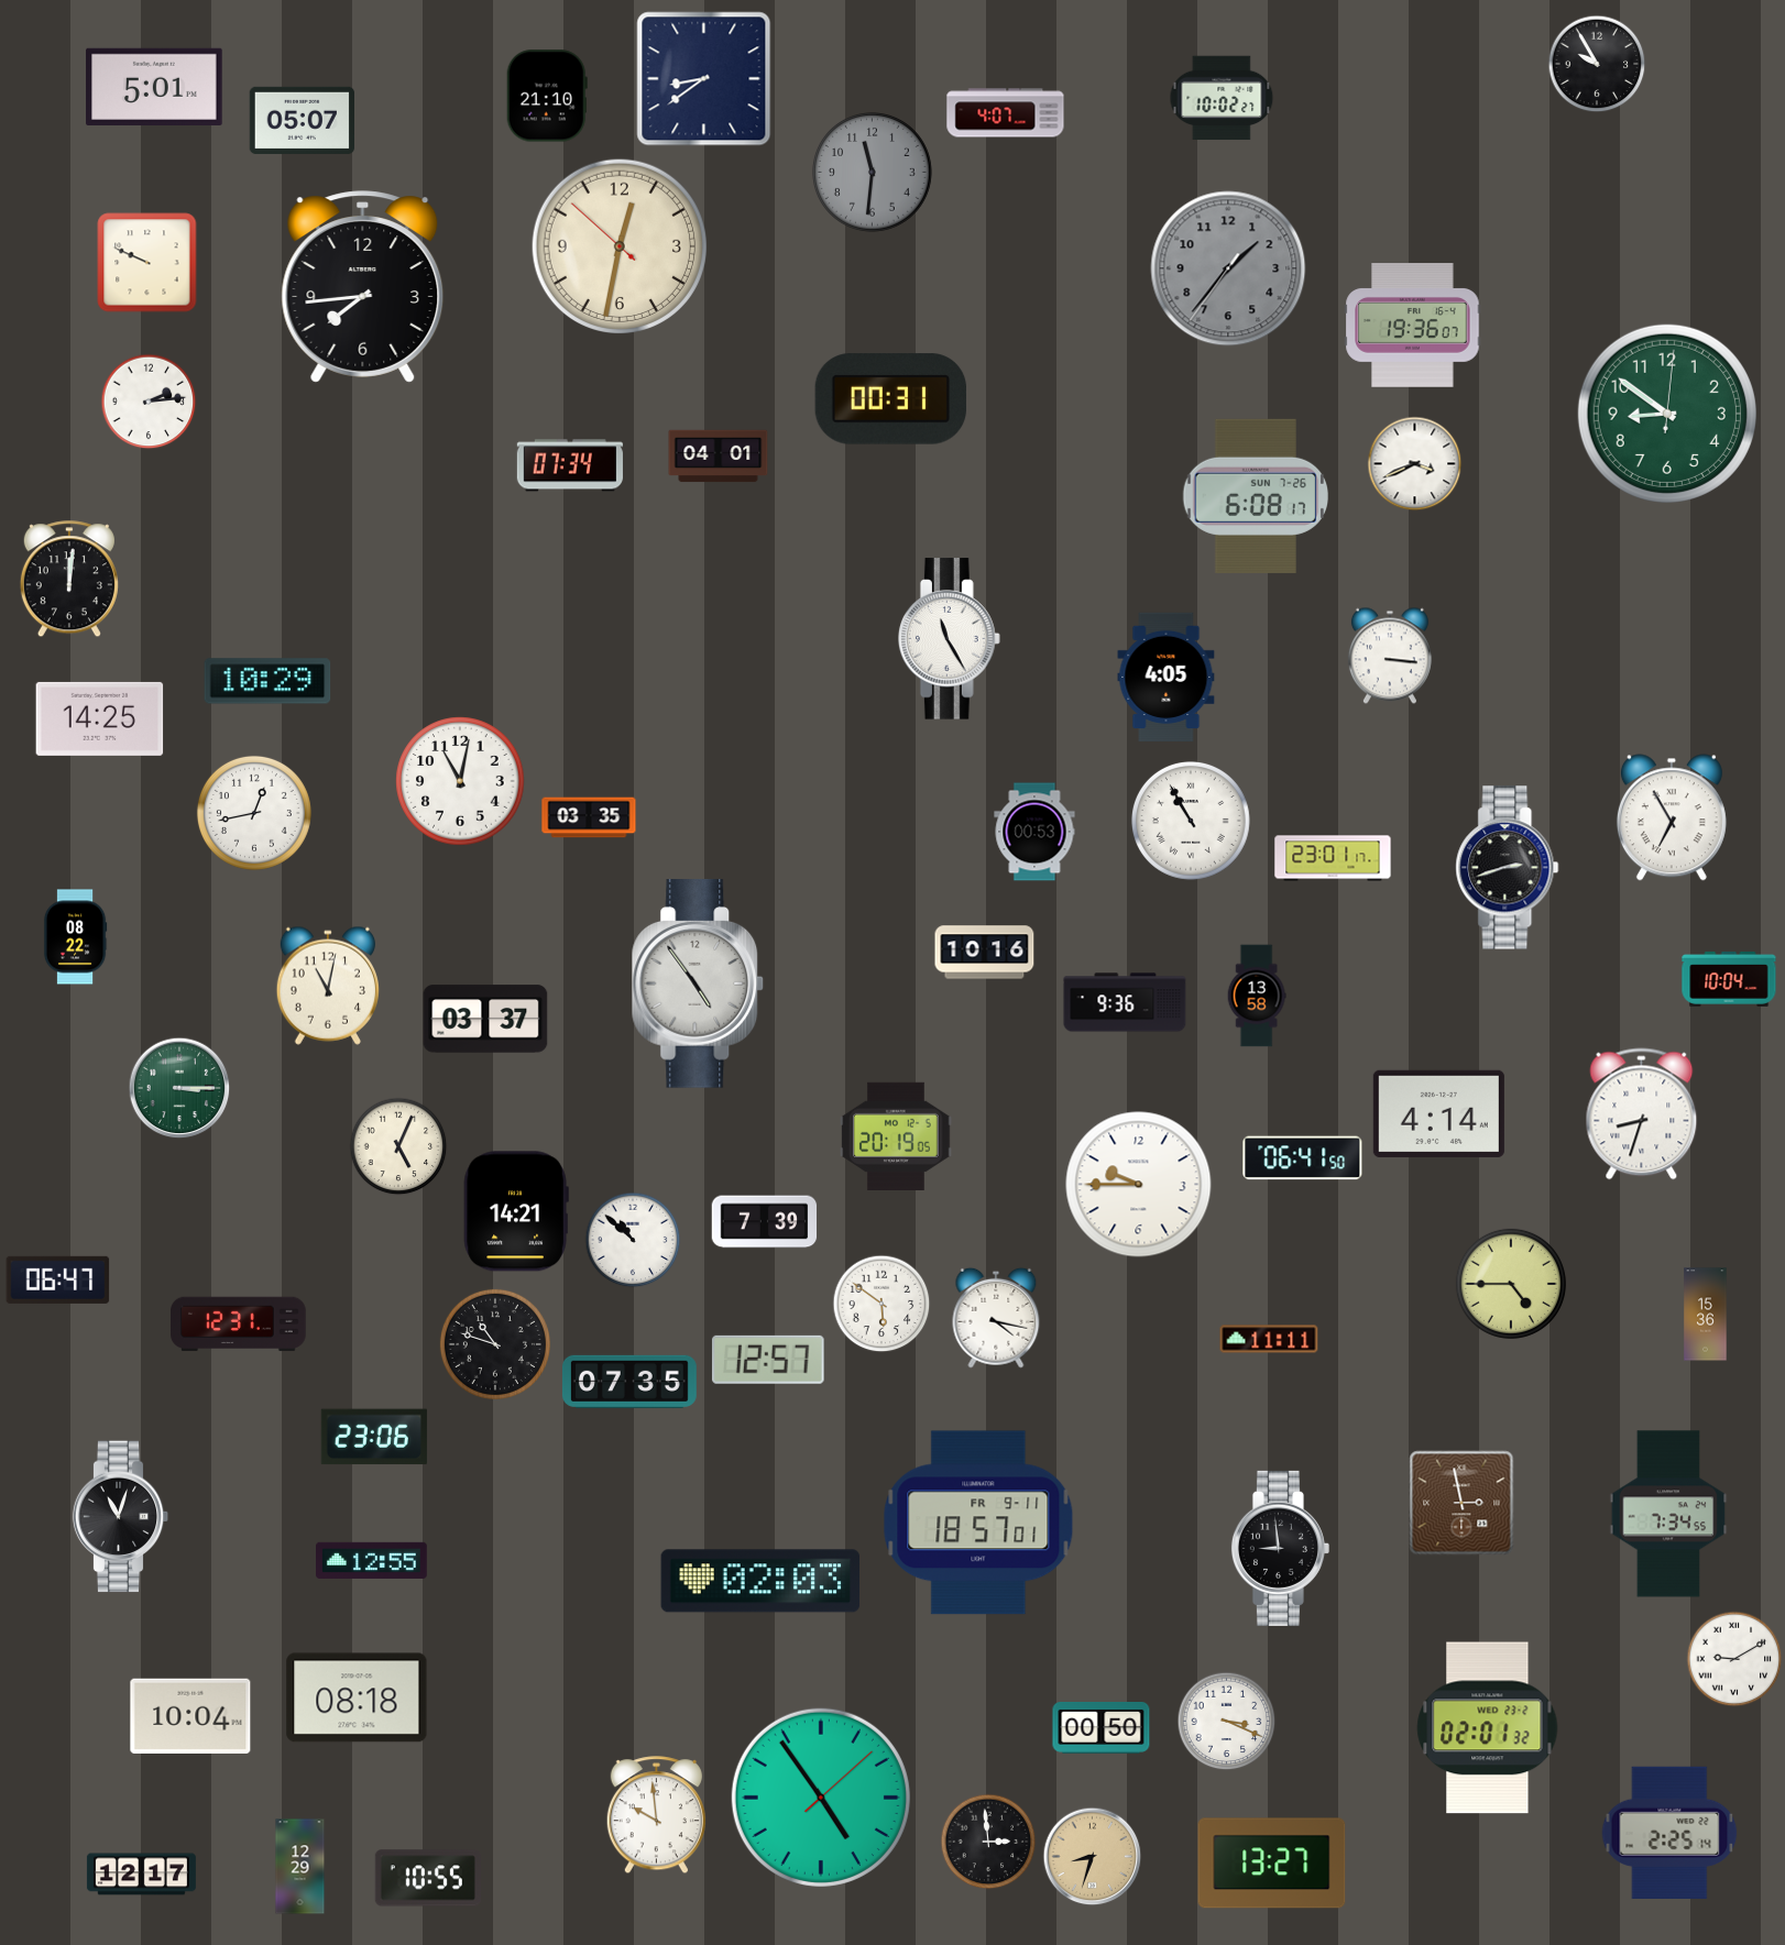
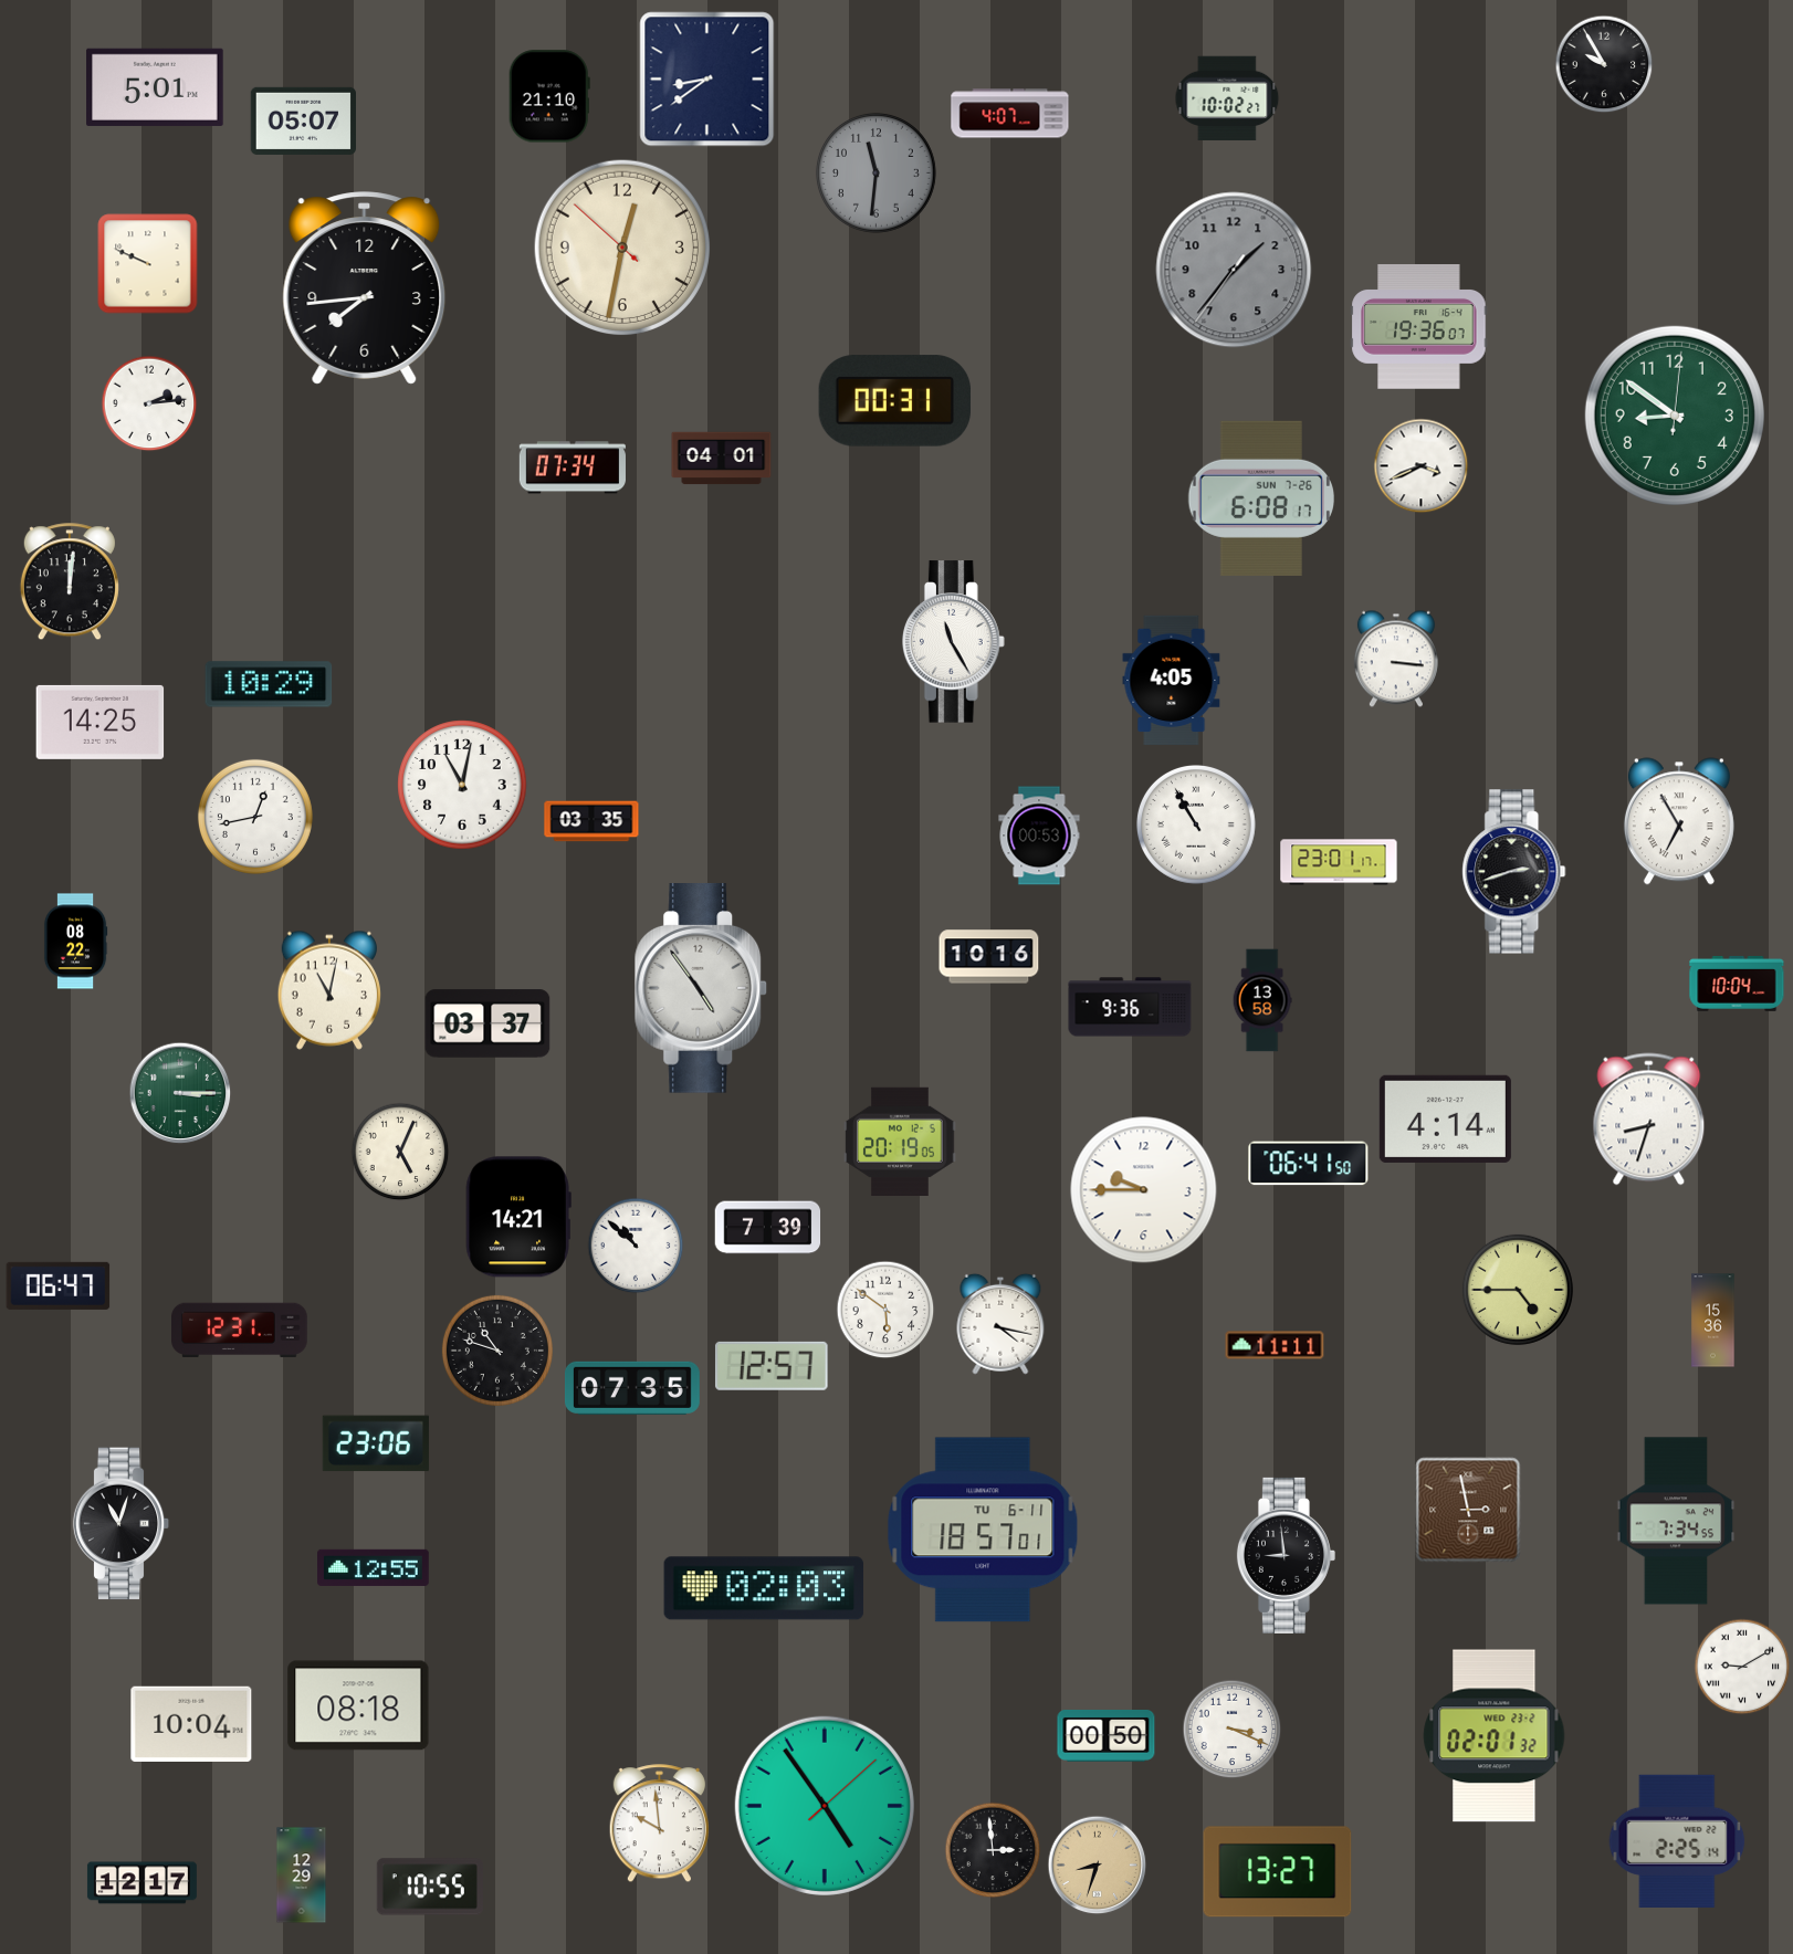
clock at (978, 1523) date: FR 9-11 -> TU 6-11
